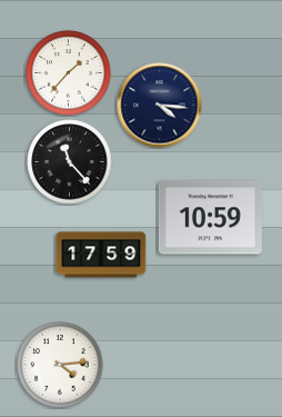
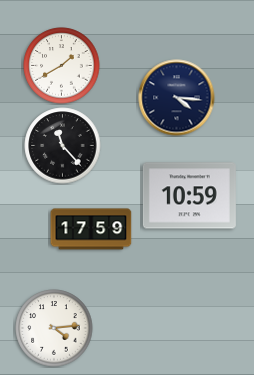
clock at (69, 73): 1:37 -> 1:40
clock at (160, 106) position: (160, 106) -> (177, 98)
